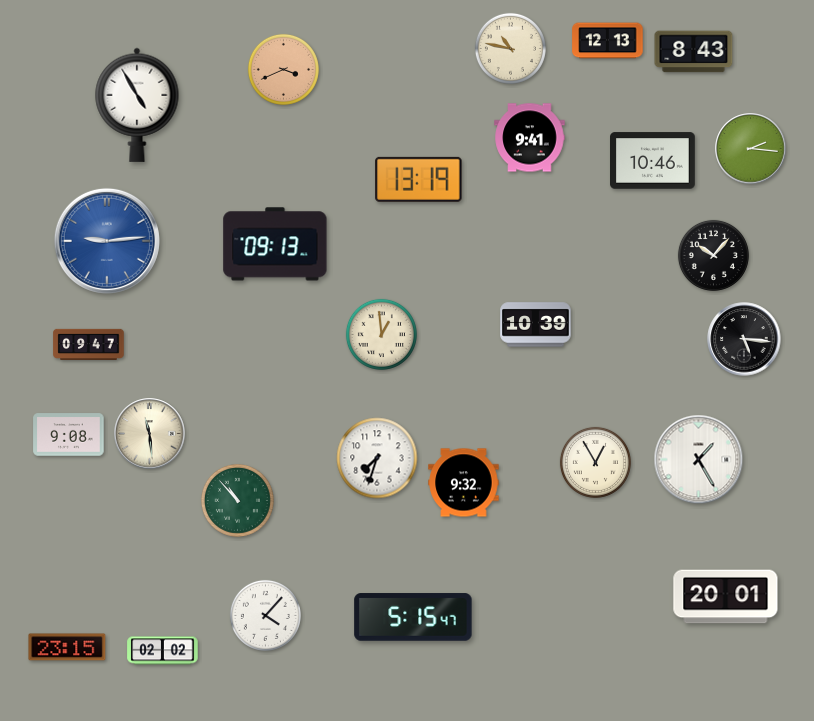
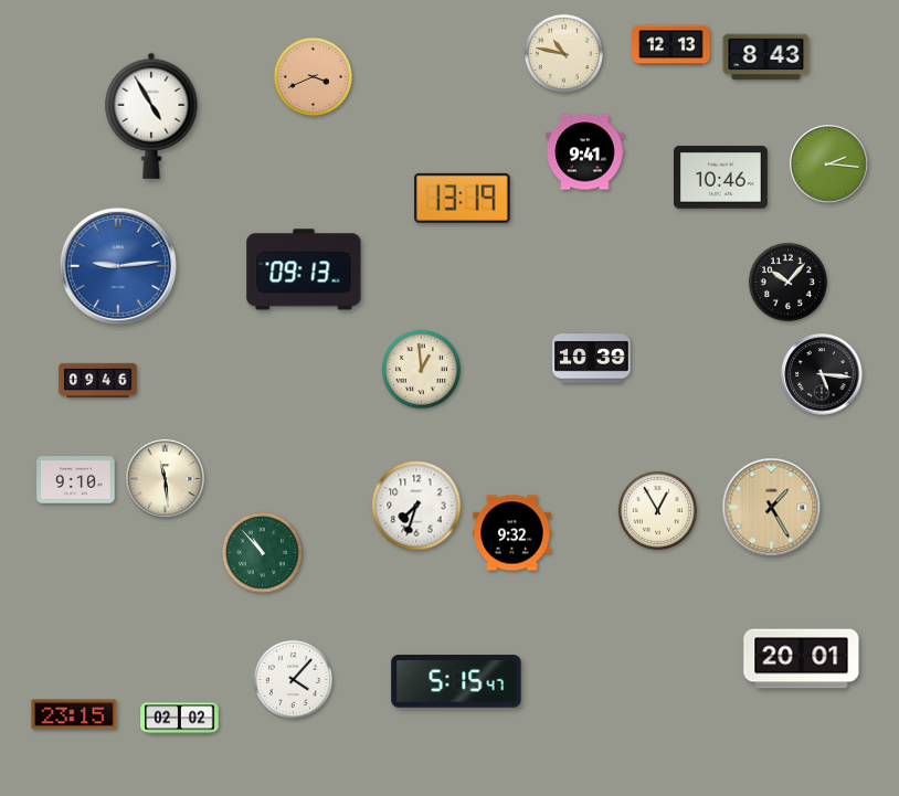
clock at (89, 344): 09:47 -> 09:46
clock at (69, 435): 9:08 -> 9:10
clock at (699, 460) dial: white -> champagne
